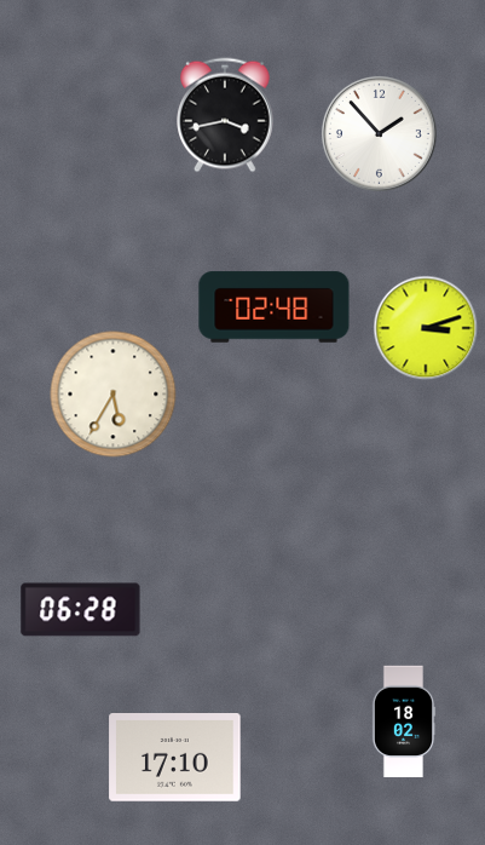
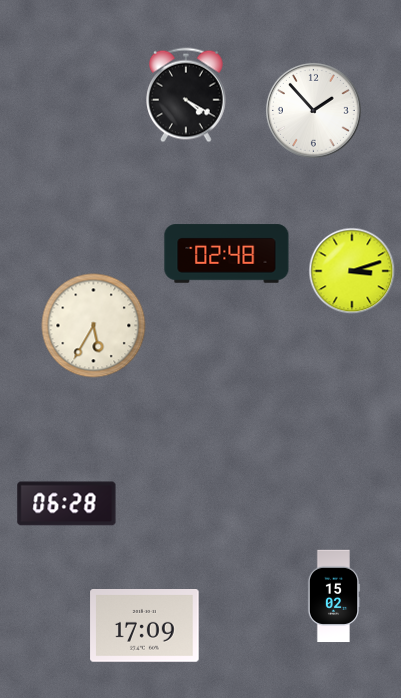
clock at (226, 115): 3:43 -> 4:20
clock at (404, 722): 18:02 -> 15:02
clock at (175, 758): 17:10 -> 17:09
